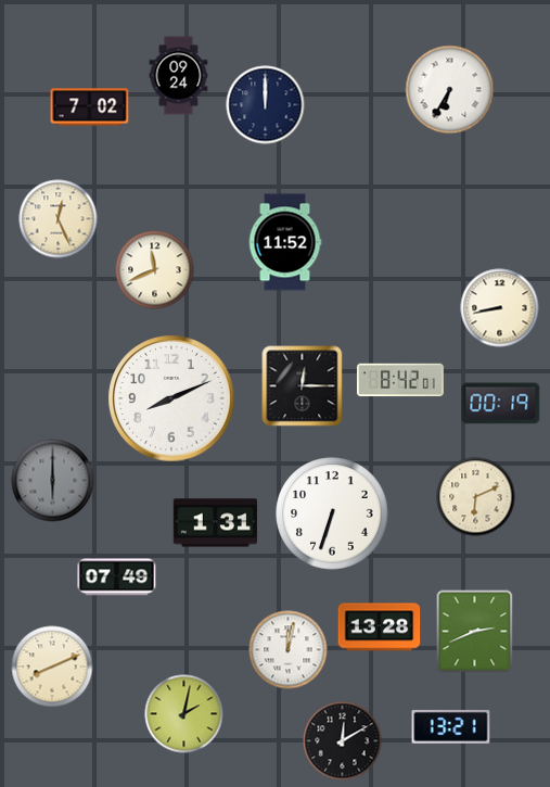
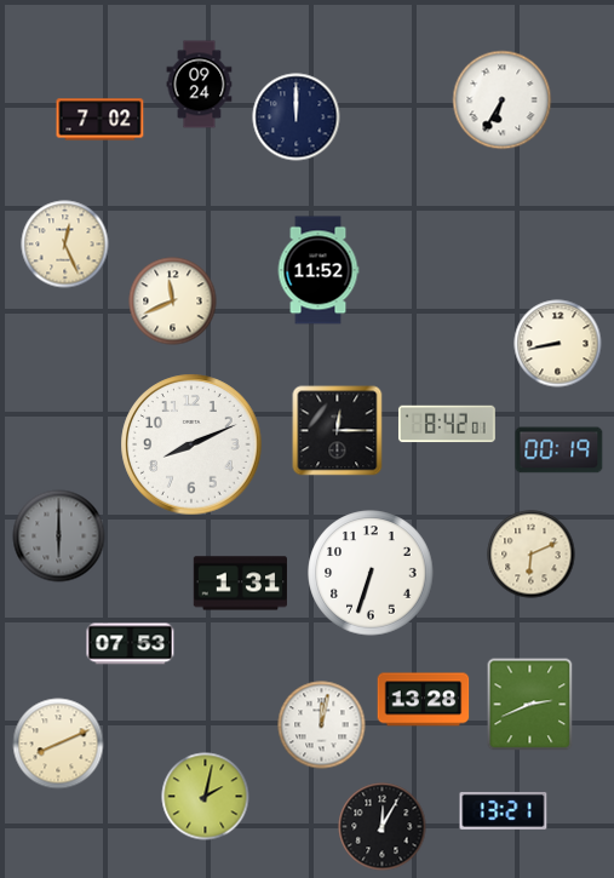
clock at (117, 577): 07:49 -> 07:53
clock at (343, 741): 12:10 -> 12:05
